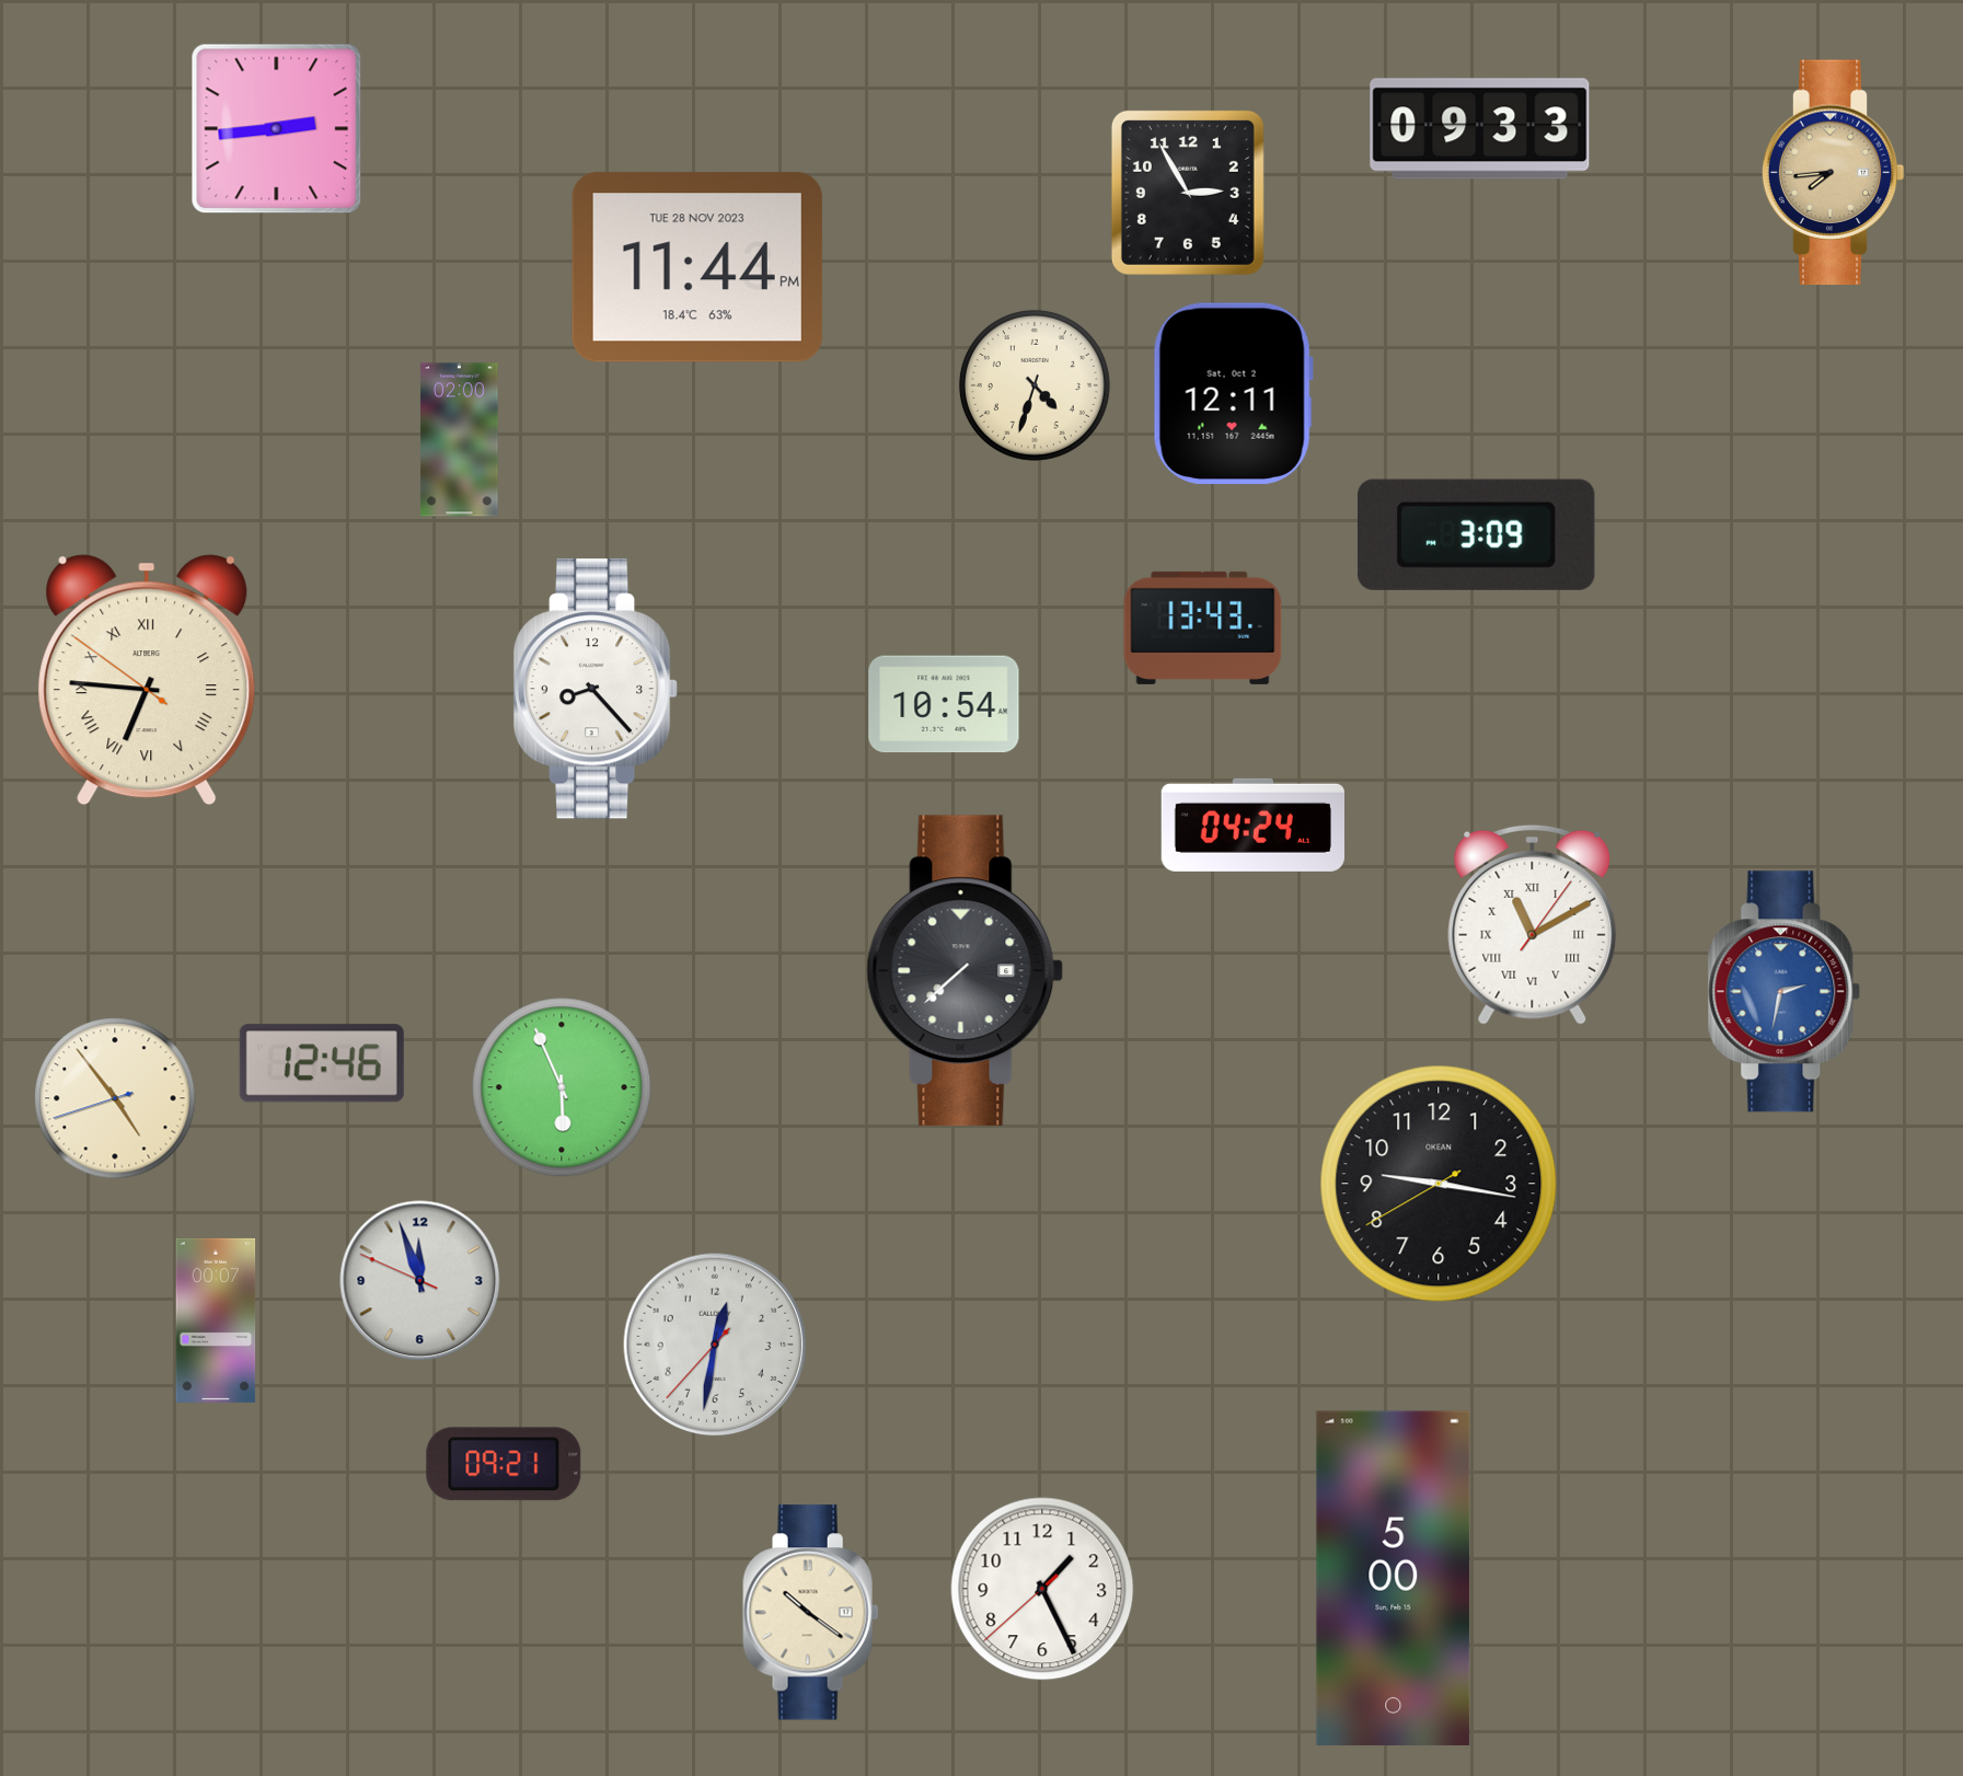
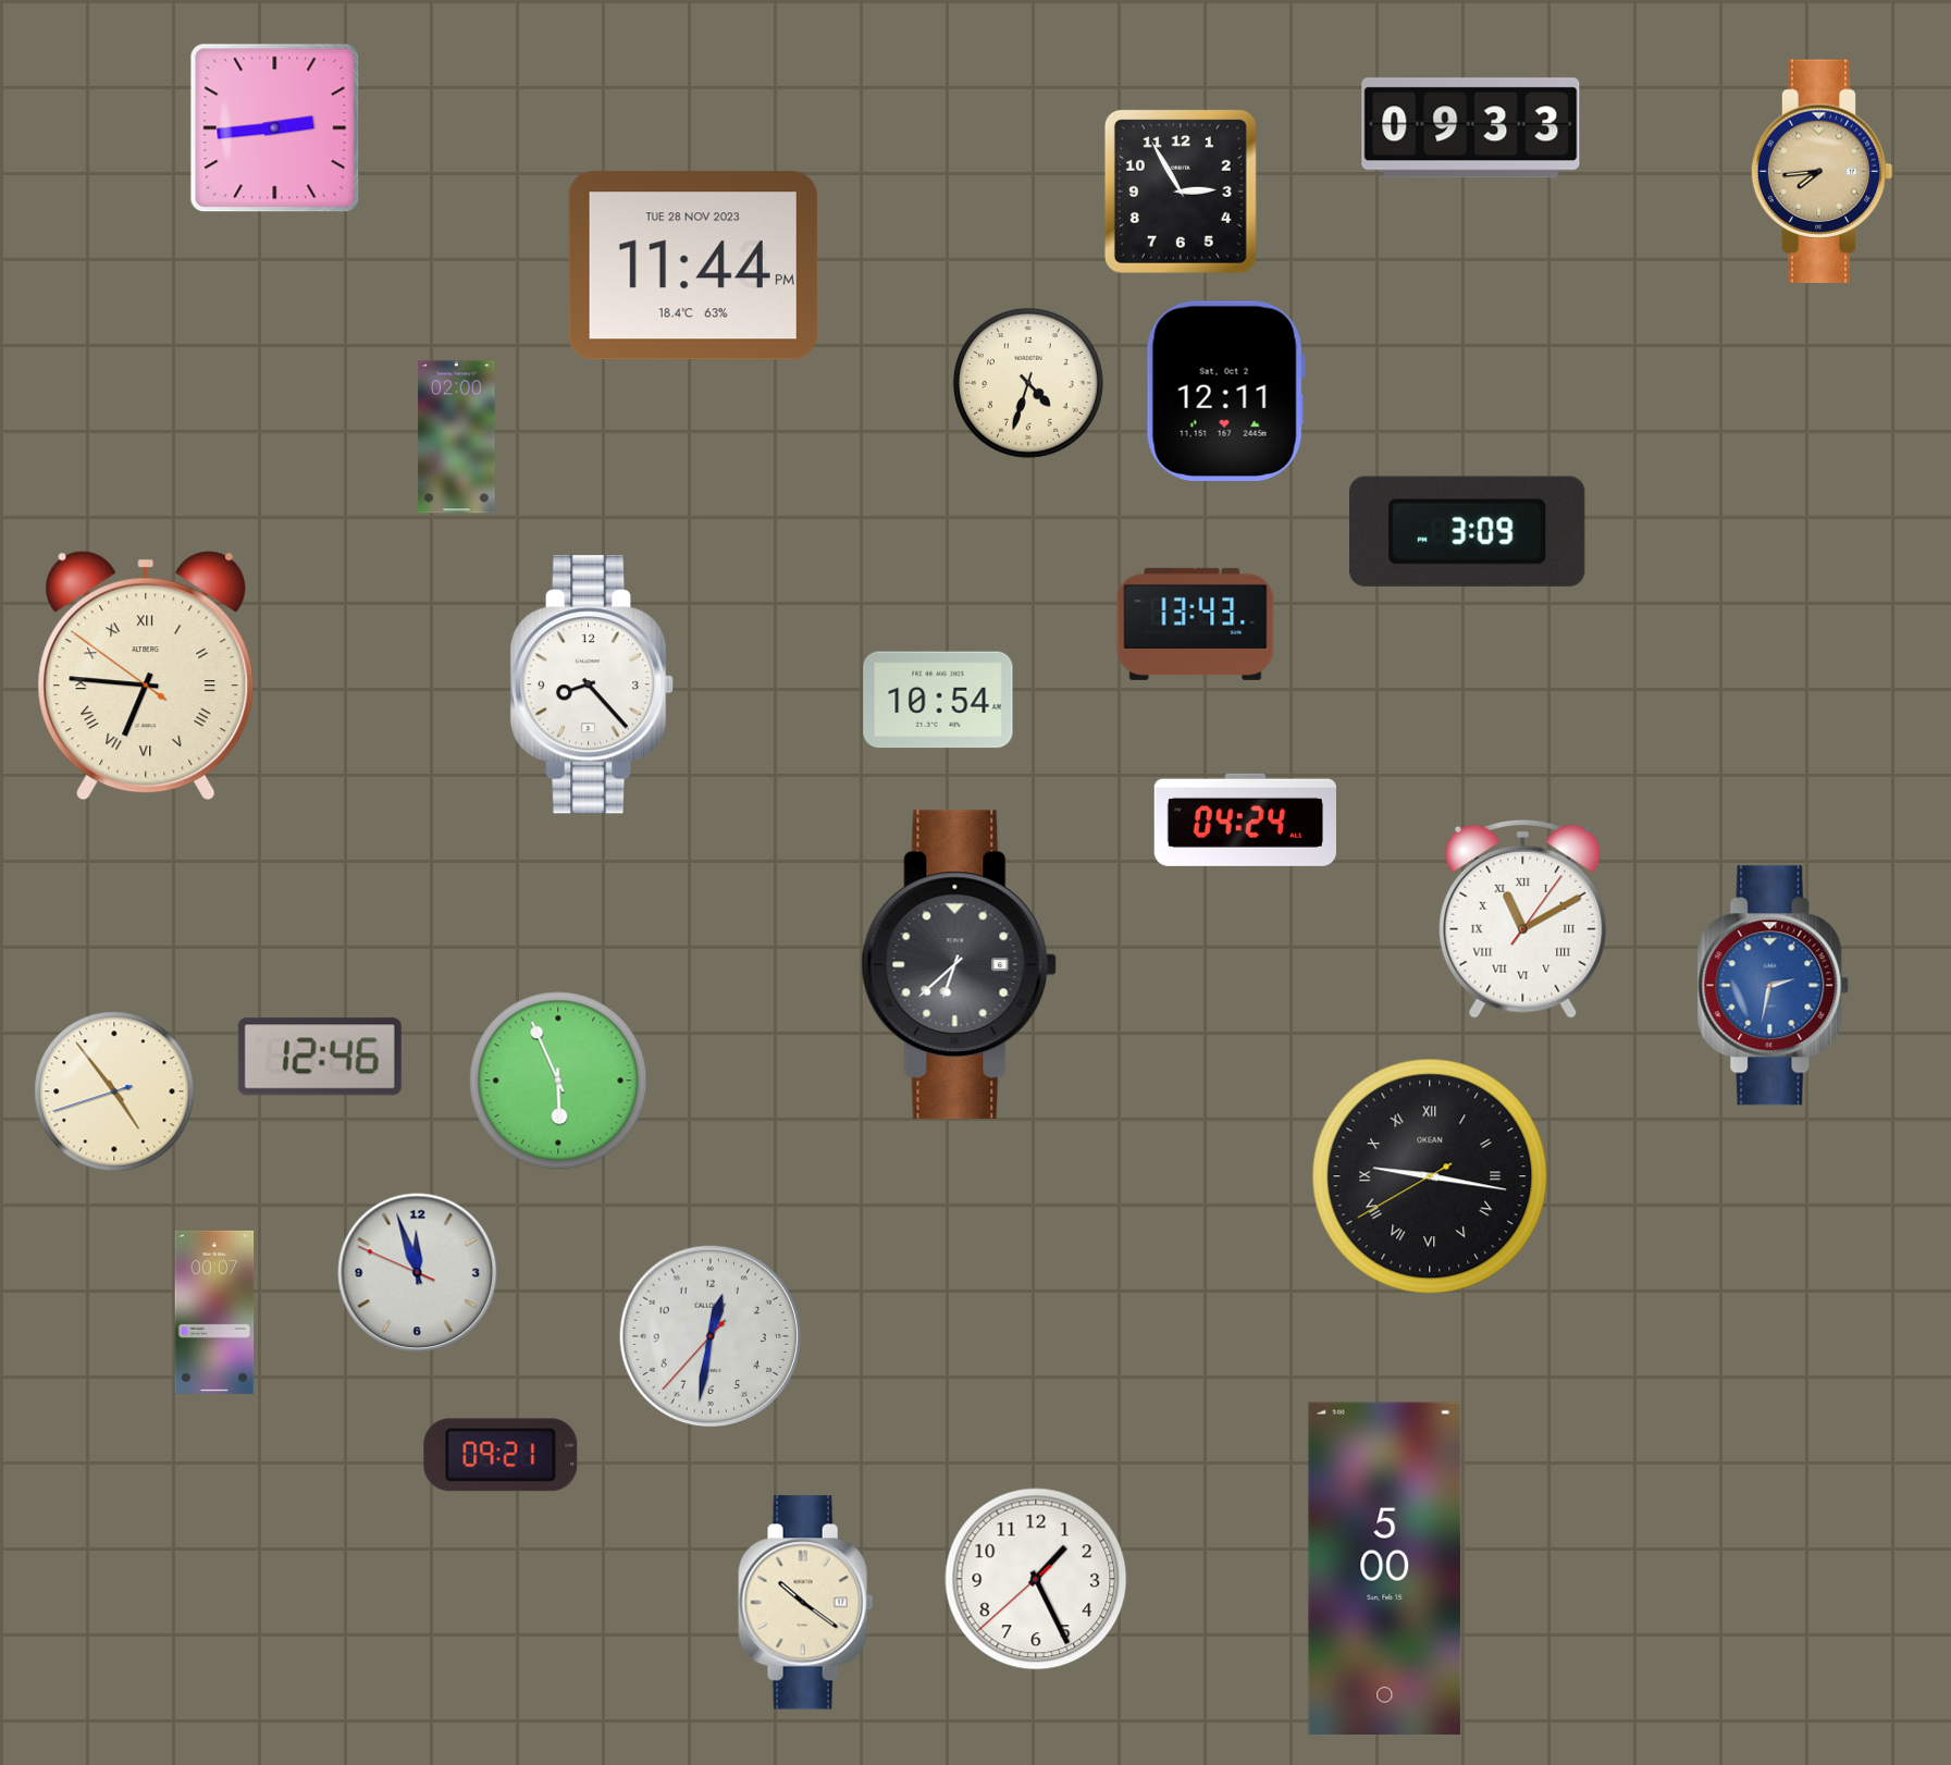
clock at (966, 971): 7:38 -> 6:38
clock at (1439, 1184) numerals: Arabic -> Roman
